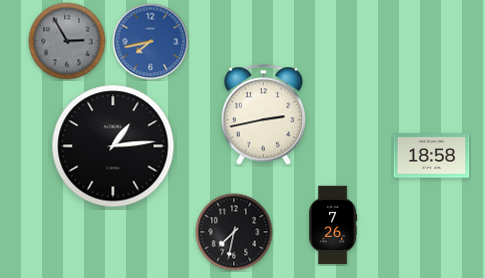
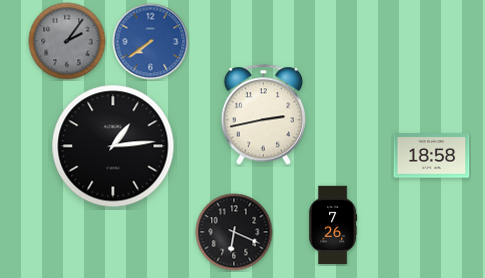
clock at (67, 41): 2:55 -> 2:06
clock at (151, 42): 7:43 -> 7:39
clock at (234, 232): 7:32 -> 6:19
